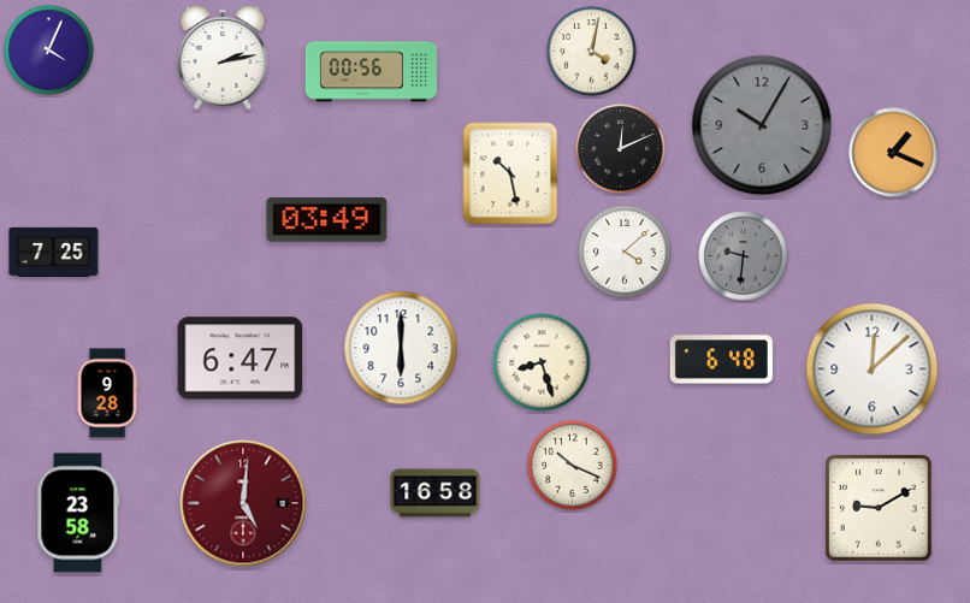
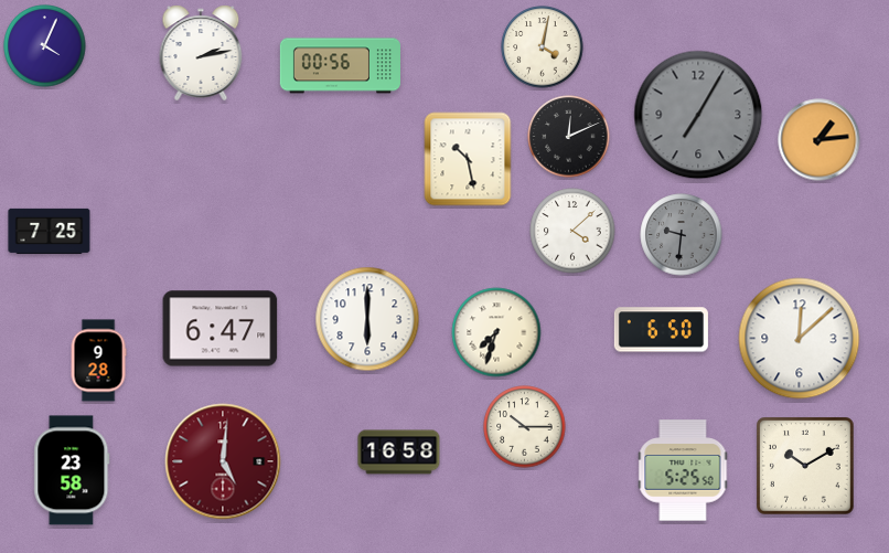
clock at (223, 58) position: (223, 58) -> (201, 53)
clock at (762, 125): 10:05 -> 7:05
clock at (894, 153): 1:19 -> 1:14
clock at (327, 220): 03:49 -> none
clock at (721, 360): 6:48 -> 6:50
clock at (542, 362): 8:27 -> 7:33
clock at (573, 466): 10:19 -> 10:15
clock at (880, 509): 9:10 -> 10:10
clock at (683, 470): none -> 5:25
